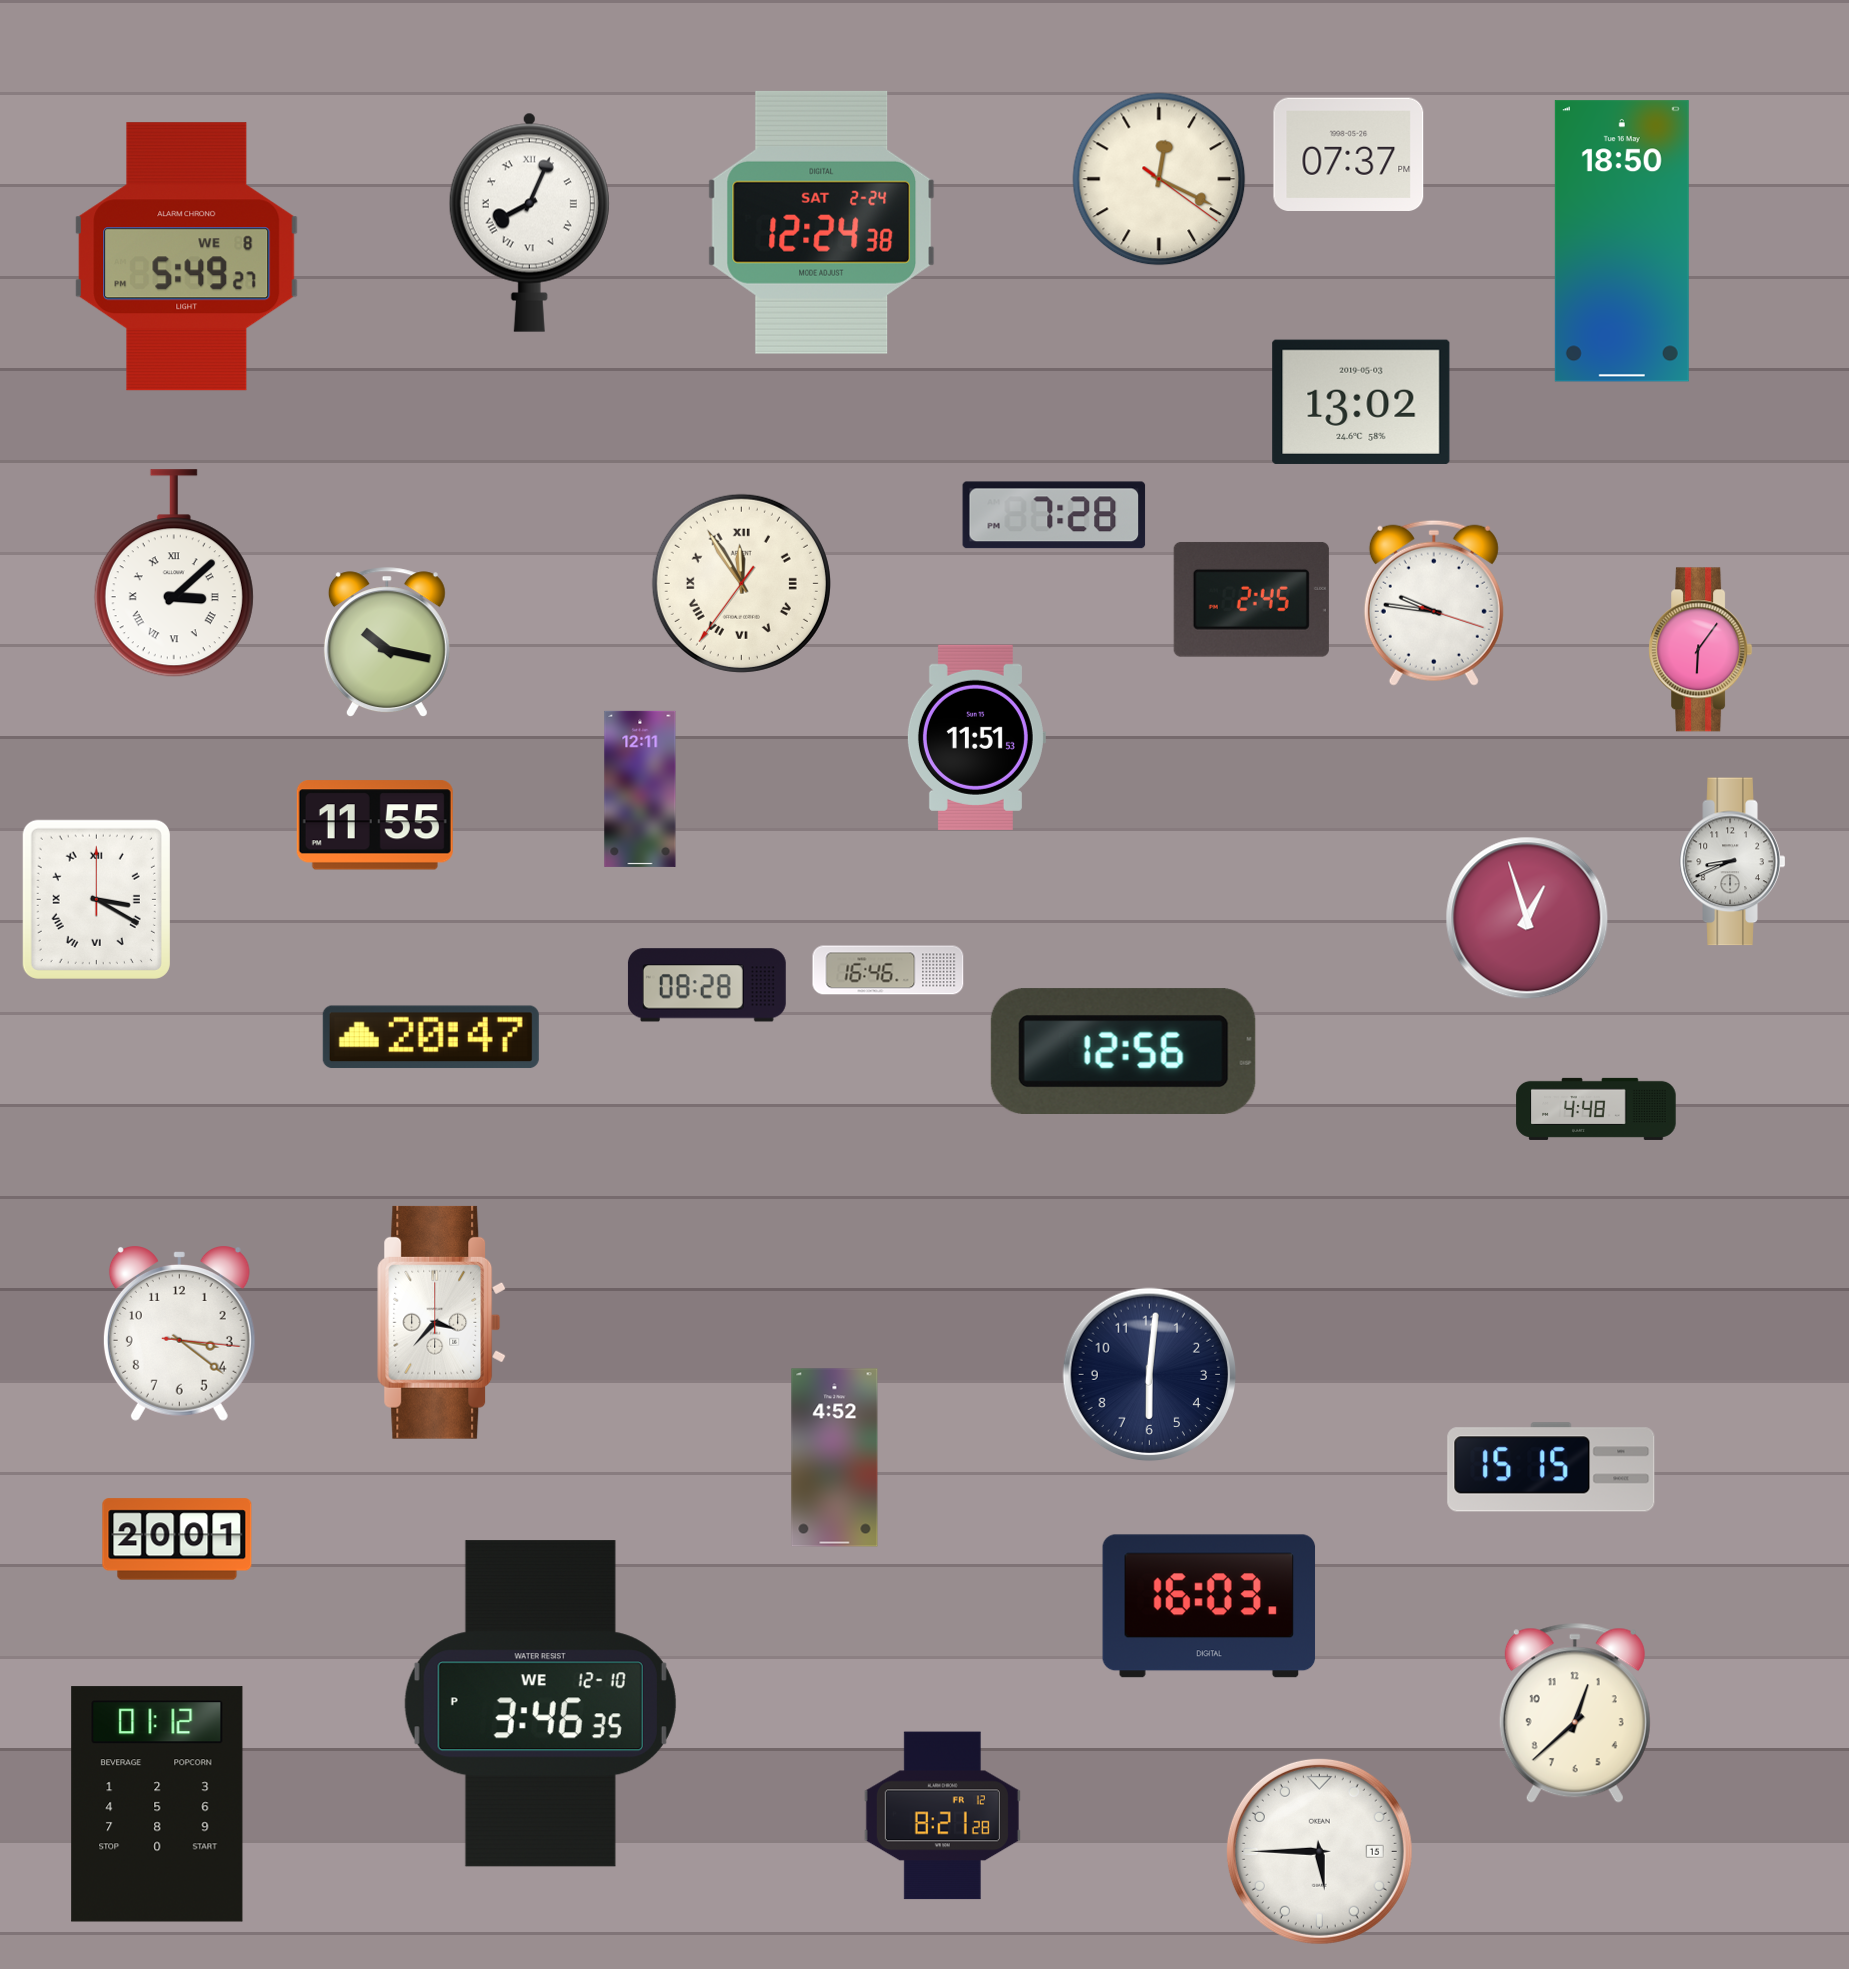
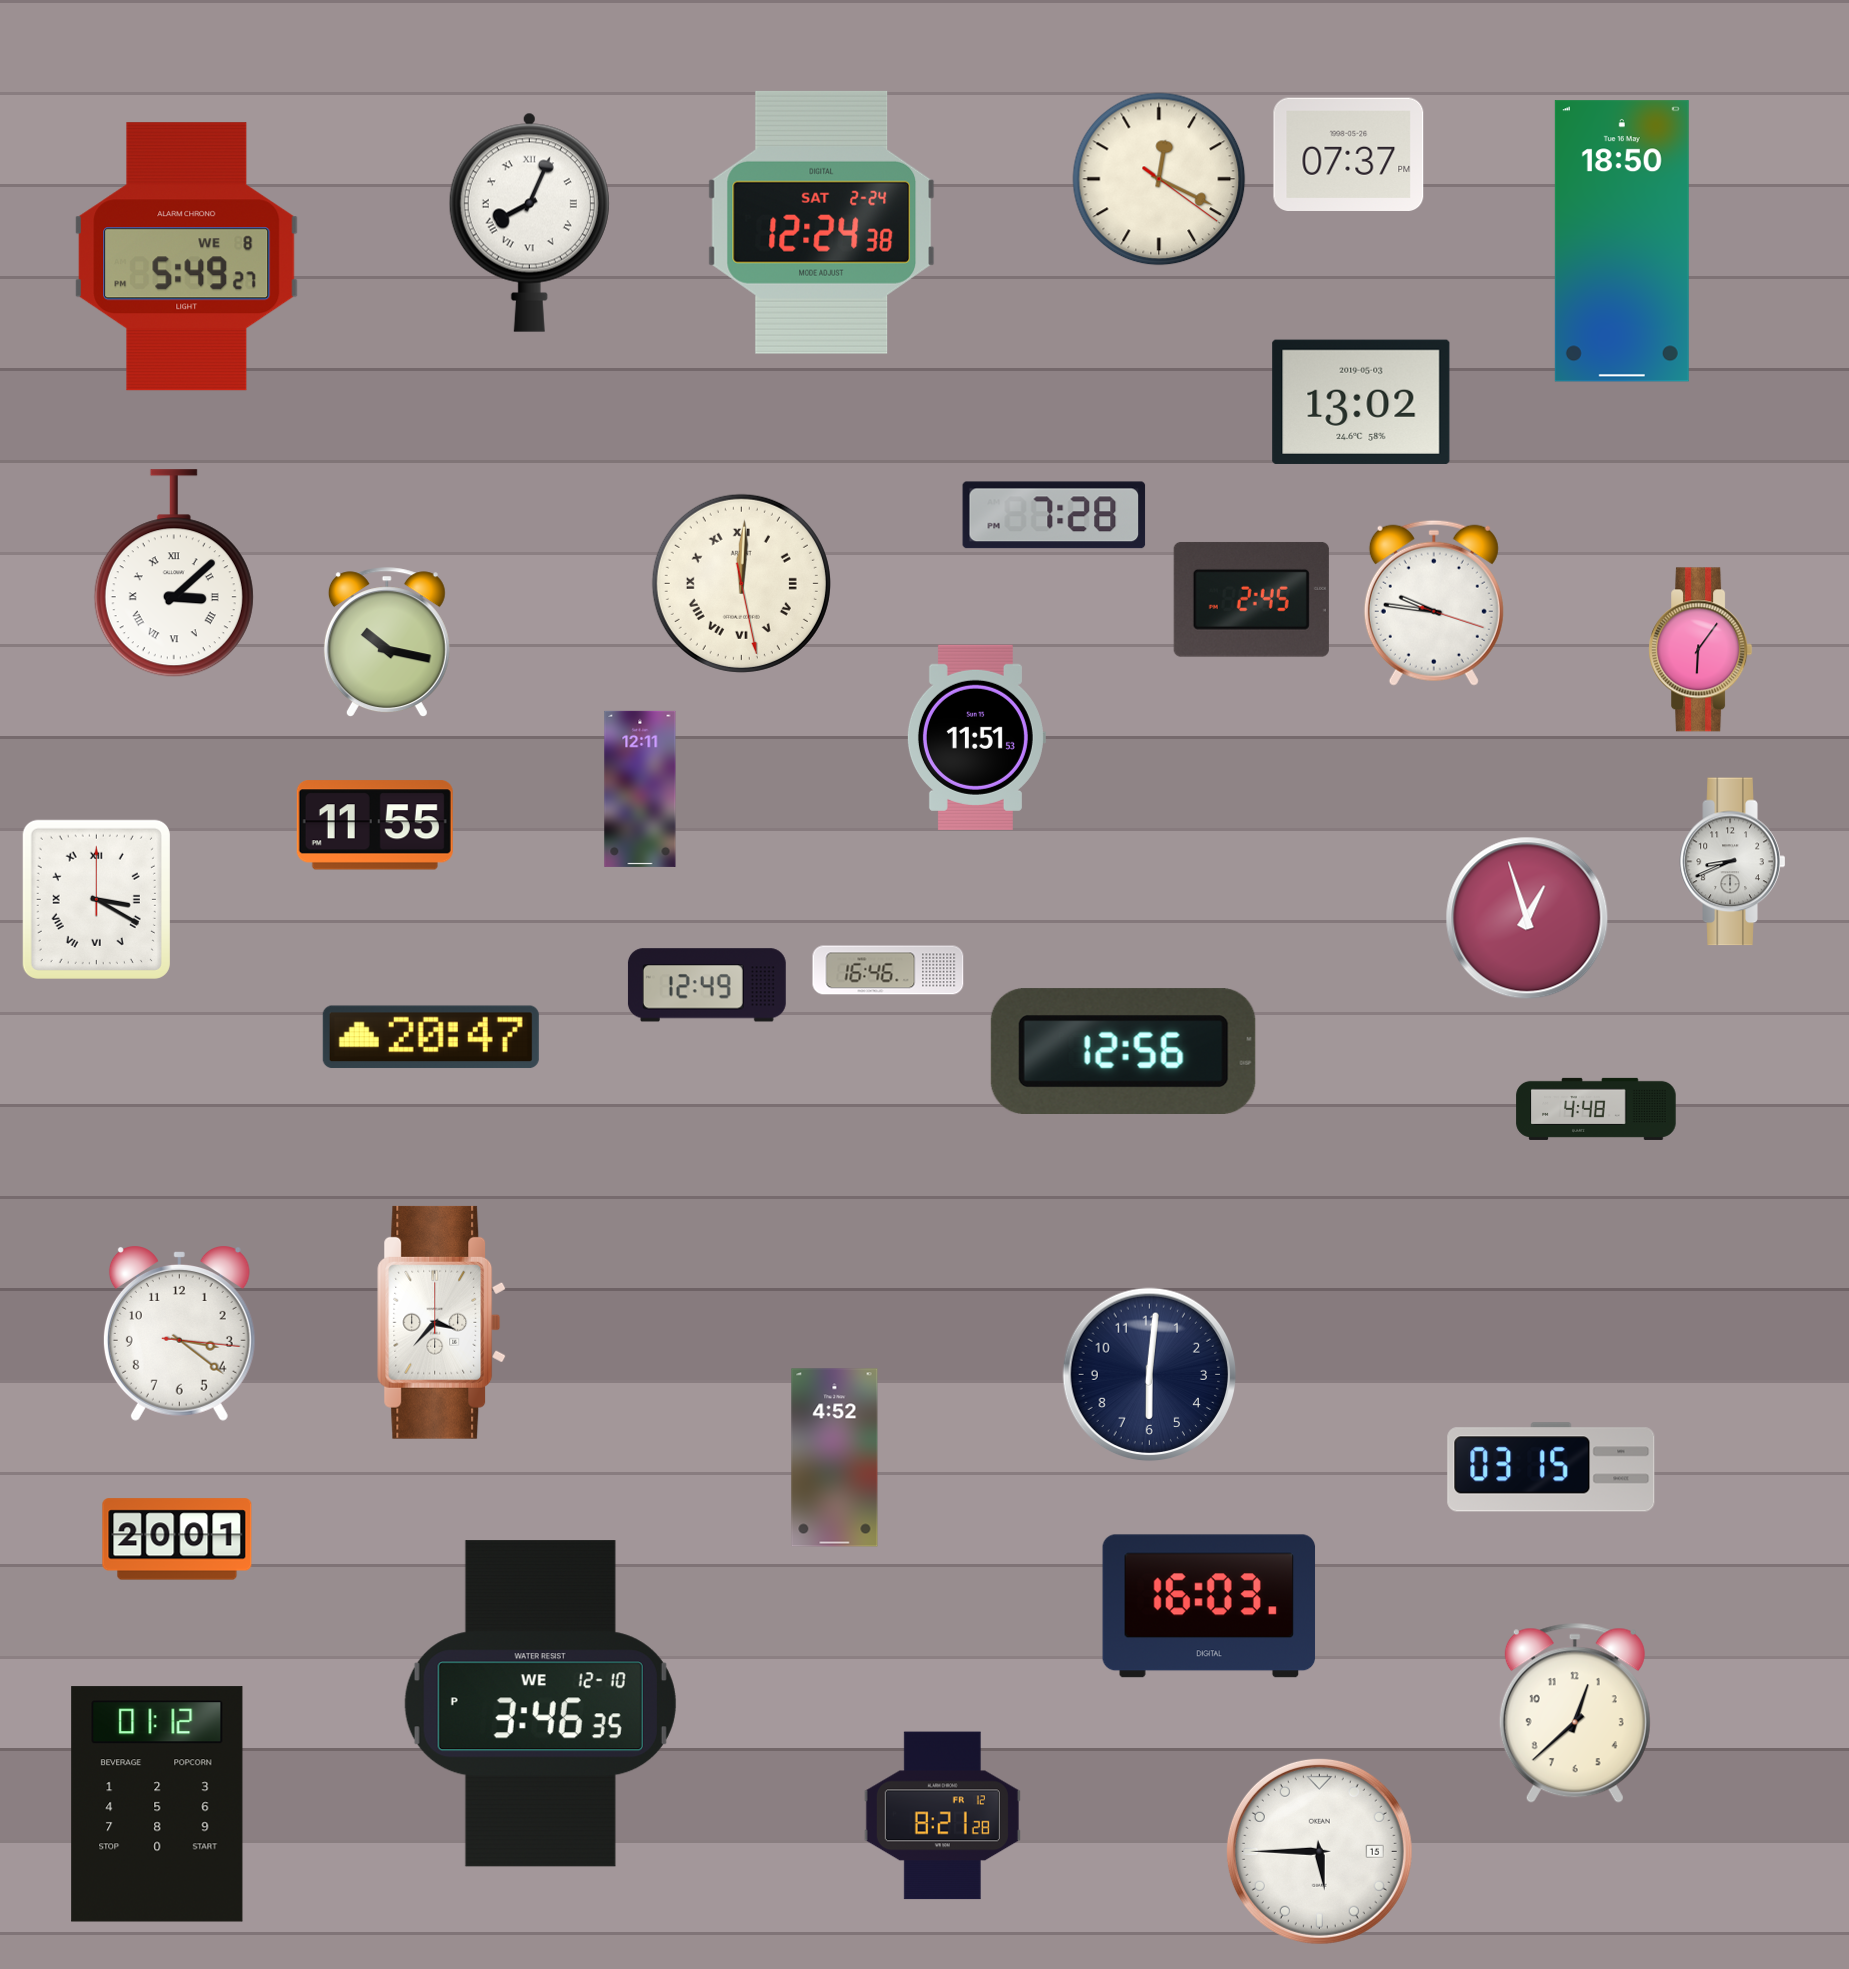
clock at (741, 583): 11:54 -> 12:00
clock at (707, 985): 08:28 -> 12:49
clock at (1551, 1467): 15:15 -> 03:15
